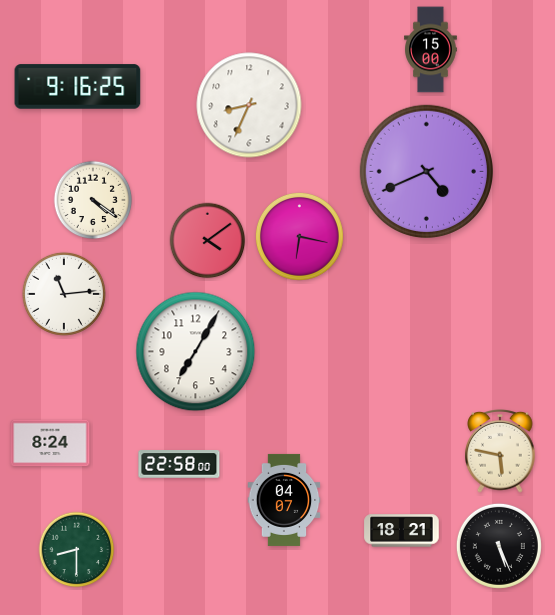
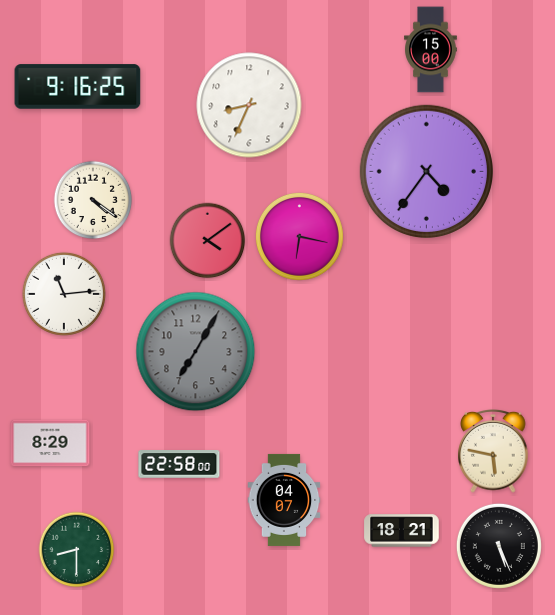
clock at (426, 171): 4:41 -> 4:36
clock at (196, 352) dial: white -> grey
clock at (50, 443): 8:24 -> 8:29
clock at (500, 452) position: (500, 452) -> (493, 452)
